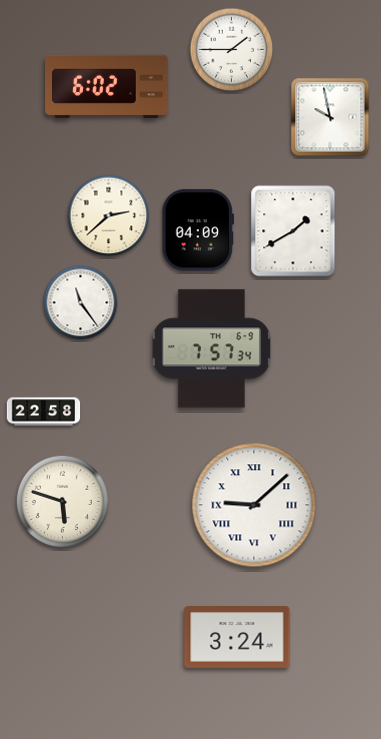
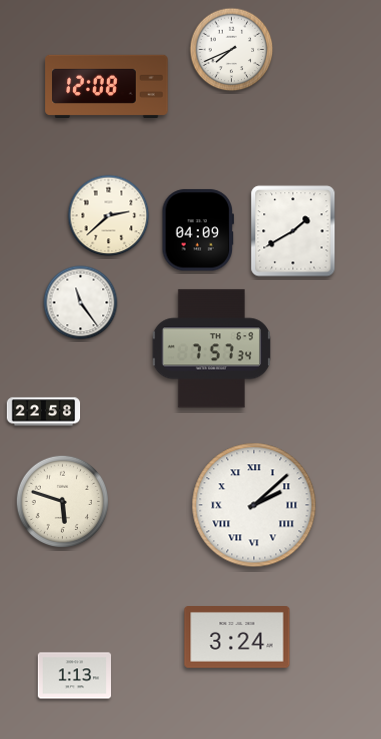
clock at (232, 50): 1:45 -> 7:41
clock at (107, 86): 6:02 -> 12:08
clock at (330, 117): 9:58 -> none
clock at (254, 505): 9:08 -> 2:08
clock at (75, 676): none -> 1:13
